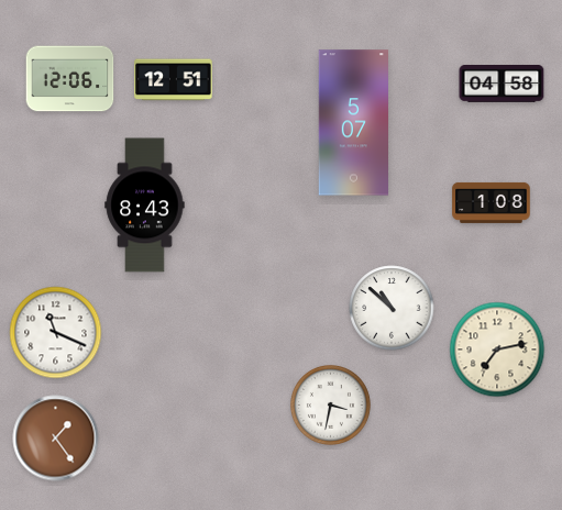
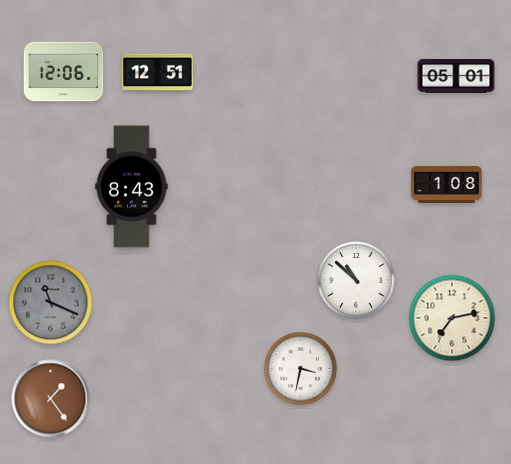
clock at (502, 84): 04:58 -> 05:01
clock at (354, 123): 5:07 -> none
clock at (56, 333) dial: white -> grey
